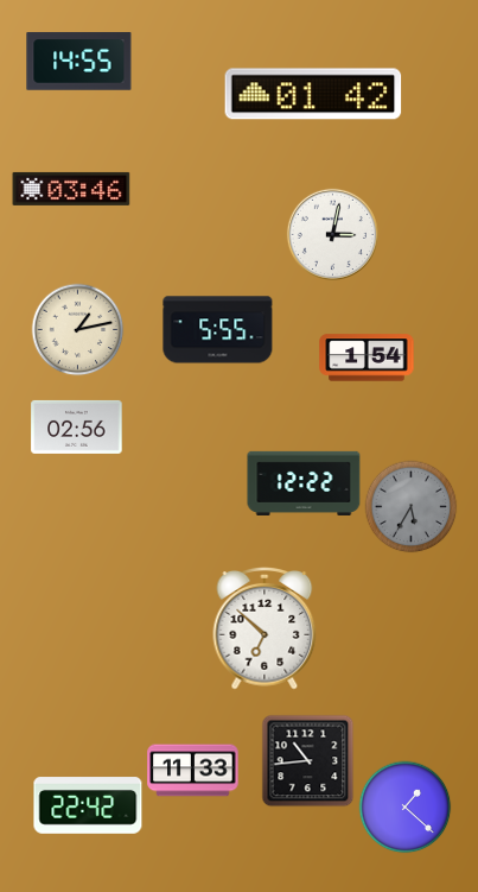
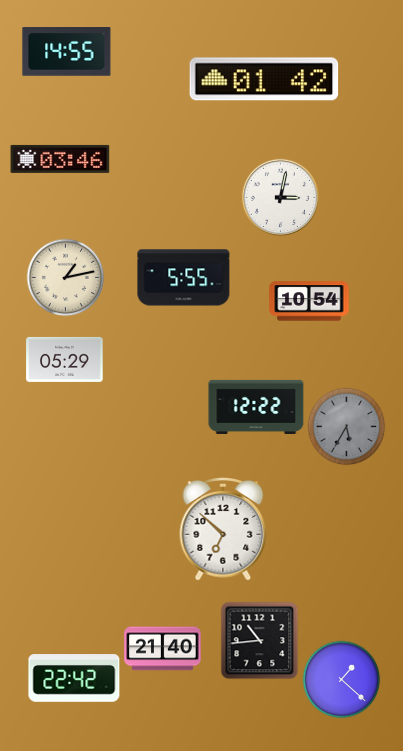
clock at (367, 358): 1:54 -> 10:54
clock at (77, 426): 02:56 -> 05:29
clock at (193, 771): 11:33 -> 21:40
